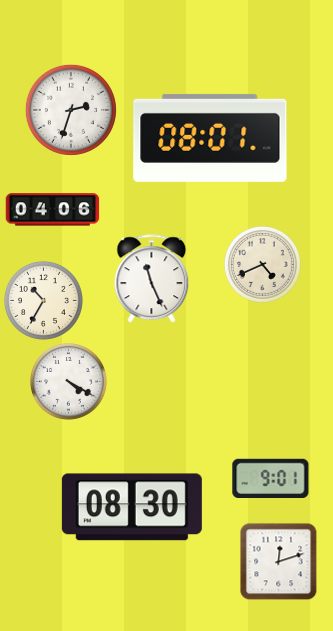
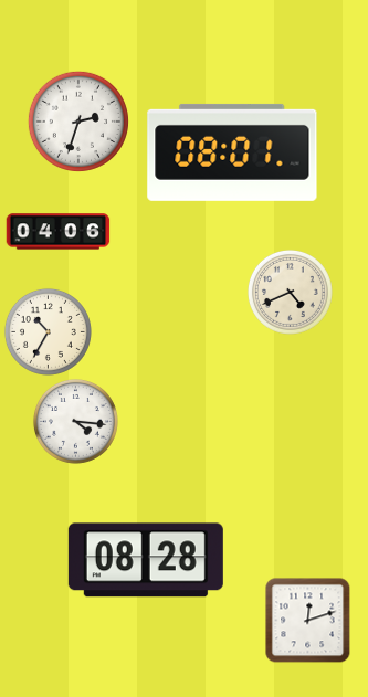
clock at (152, 279): 11:26 -> none
clock at (68, 381): 4:20 -> 4:16
clock at (271, 478): 9:01 -> none
clock at (132, 507): 08:30 -> 08:28
